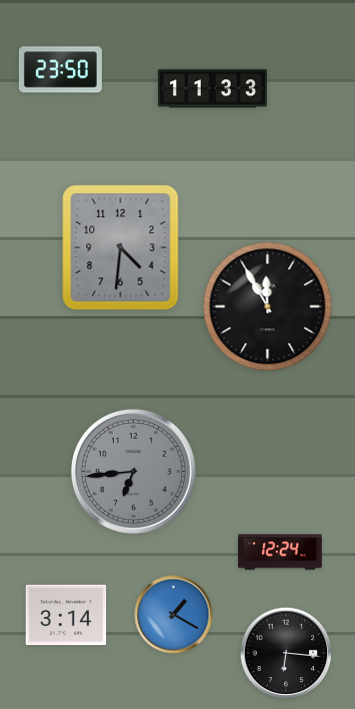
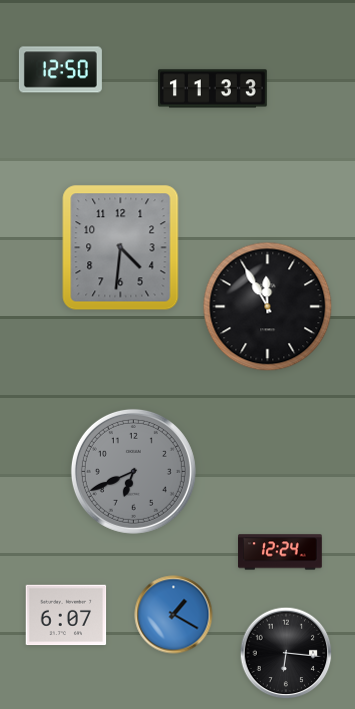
clock at (60, 70): 23:50 -> 12:50
clock at (133, 471): 6:44 -> 6:41
clock at (66, 615): 3:14 -> 6:07
